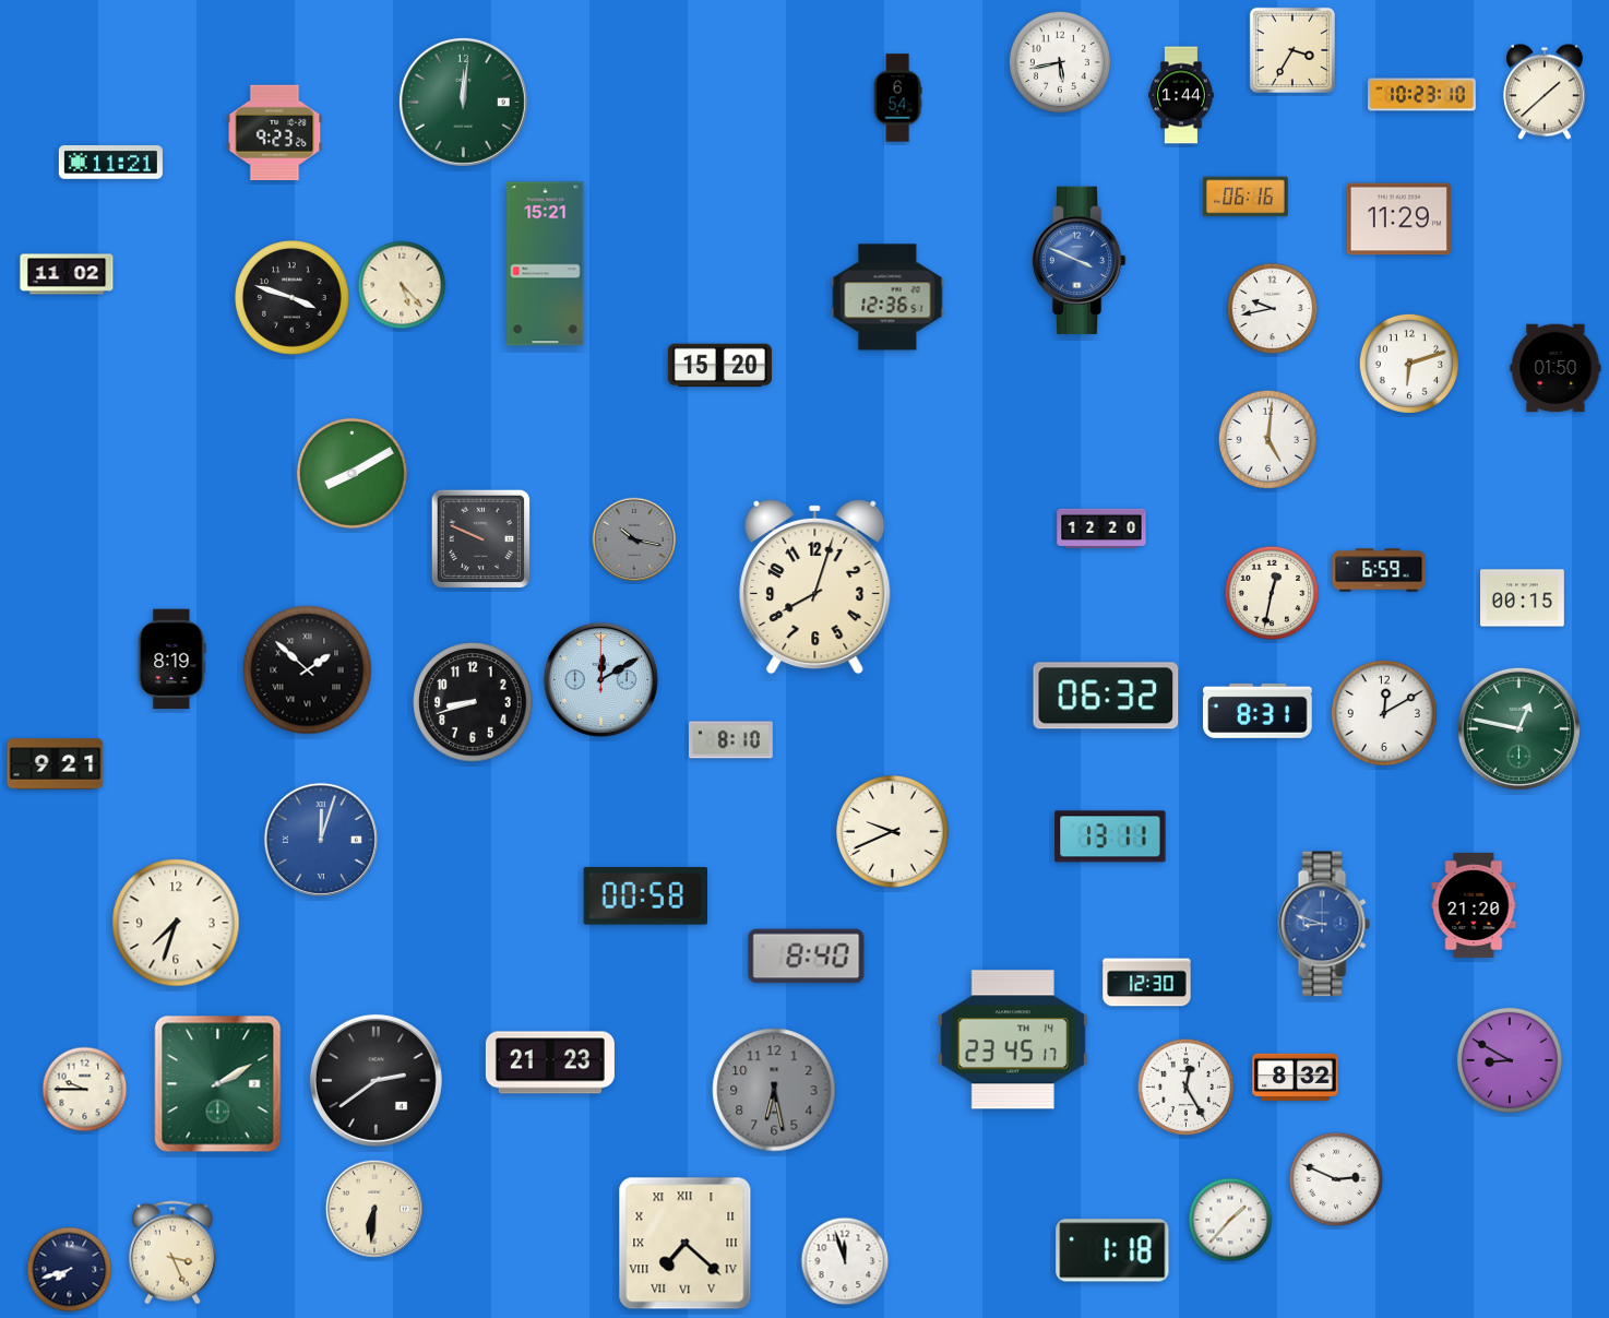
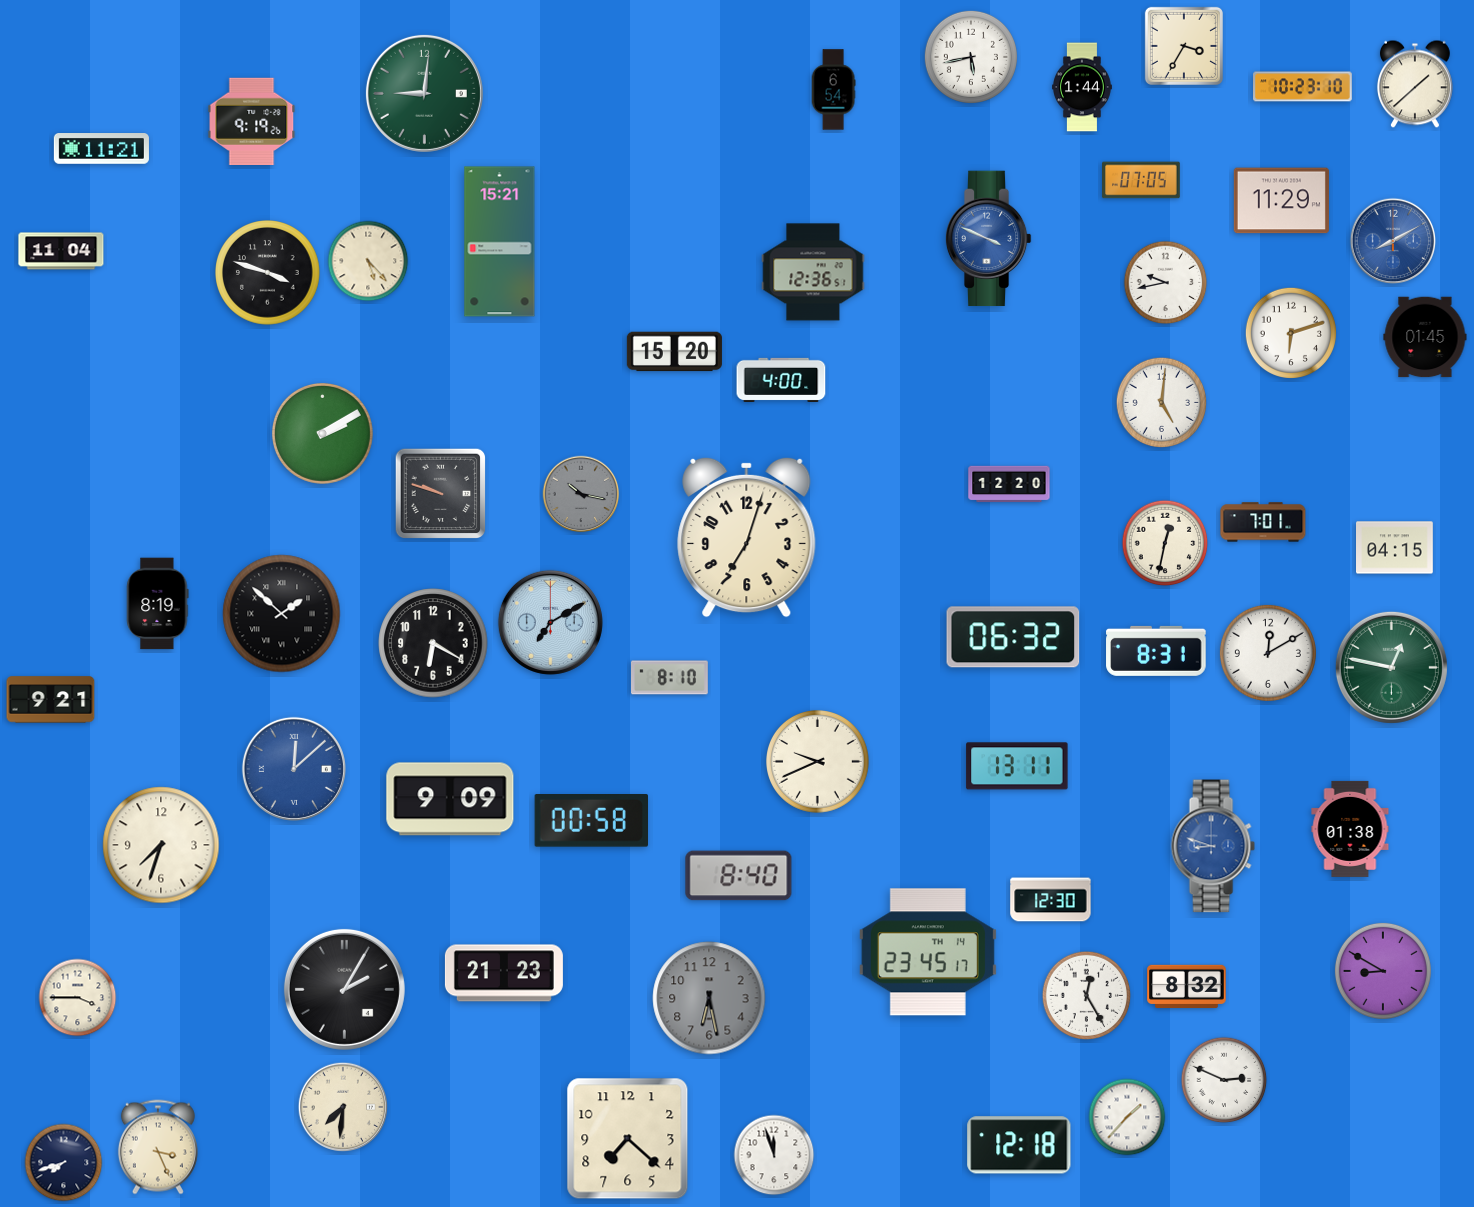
clock at (897, 98) position: (897, 98) -> (833, 90)
clock at (463, 102): 12:01 -> 9:01
clock at (275, 132): 9:23 -> 9:19
clock at (1246, 197): 06:16 -> 07:05
clock at (1393, 241): none -> 8:10
clock at (67, 274): 11:02 -> 11:04
clock at (719, 366) position: (719, 366) -> (674, 352)
clock at (1556, 368): 01:50 -> 01:45
clock at (781, 379): none -> 4:00
clock at (351, 473): 8:10 -> 2:10
clock at (481, 539): 9:49 -> 9:48
clock at (1379, 570): 6:59 -> 7:01
clock at (815, 586): 8:03 -> 7:03
clock at (1523, 598): 00:15 -> 04:15
clock at (600, 679): 12:10 -> 7:10
clock at (473, 702): 8:42 -> 6:20
clock at (1258, 711) position: (1258, 711) -> (1156, 651)
clock at (321, 840): 12:03 -> 12:08
clock at (450, 799): none -> 9:09
clock at (1474, 905): 21:20 -> 01:38
clock at (376, 1080): 2:39 -> 2:05
clock at (218, 1084): 2:10 -> none
clock at (85, 1090): 9:45 -> 3:45
clock at (373, 1208): 6:31 -> 7:31
clock at (686, 1244) numerals: Roman -> Arabic
clock at (1112, 1250): 1:18 -> 12:18
